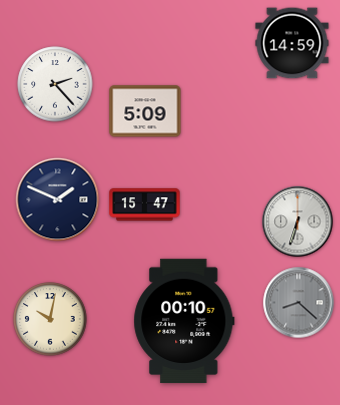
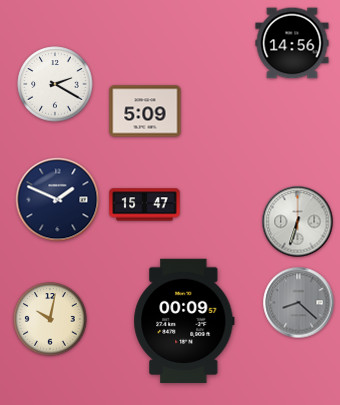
clock at (292, 43): 14:59 -> 14:56
clock at (55, 84): 2:23 -> 2:20
clock at (184, 321): 00:10 -> 00:09
